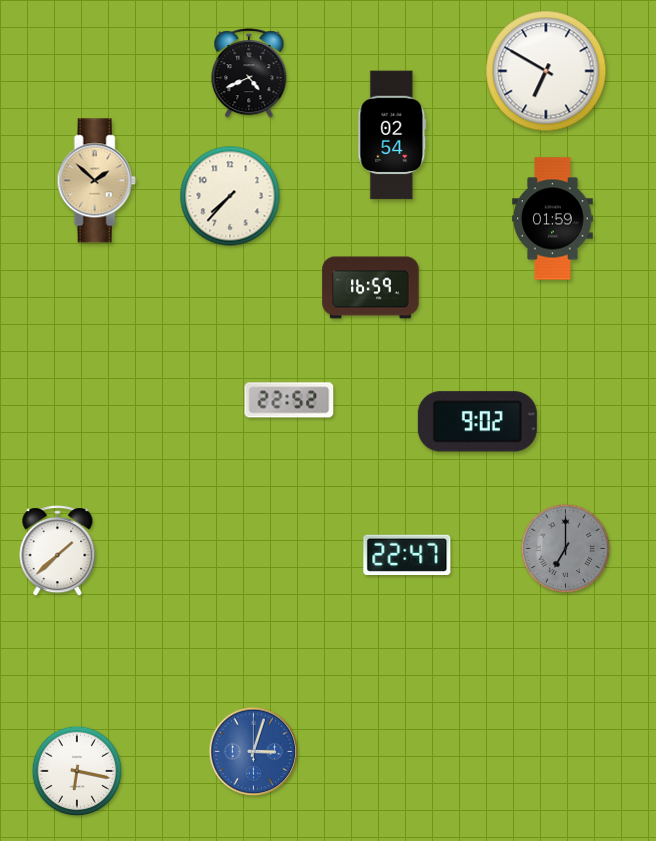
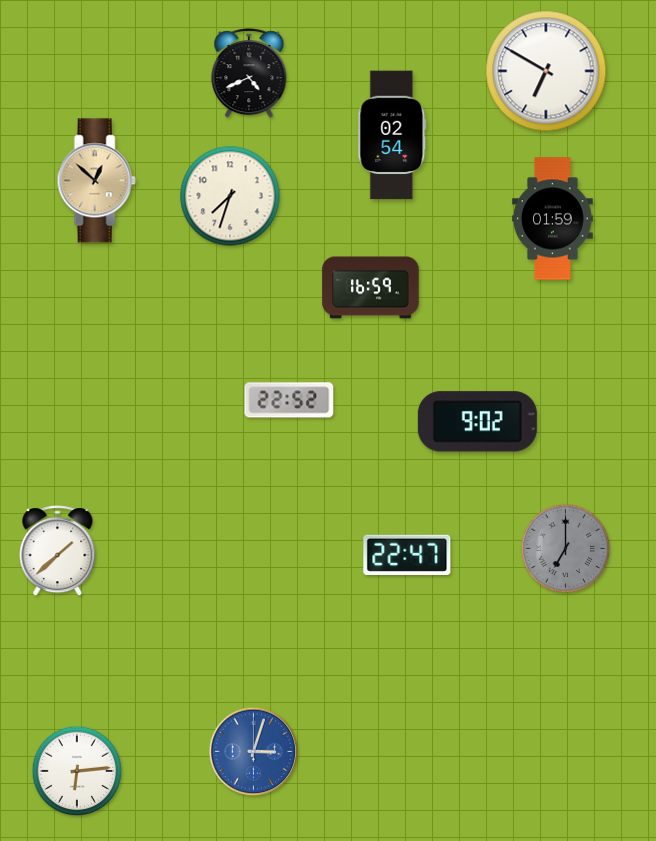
clock at (96, 181): 1:52 -> 12:52
clock at (230, 196): 7:37 -> 7:33
clock at (77, 771): 6:17 -> 6:14
